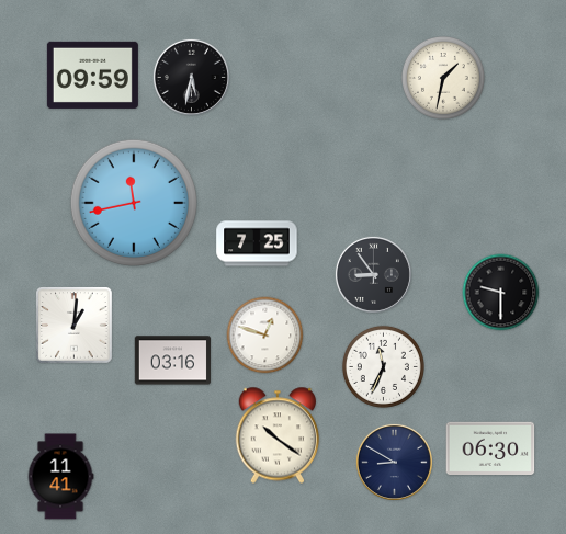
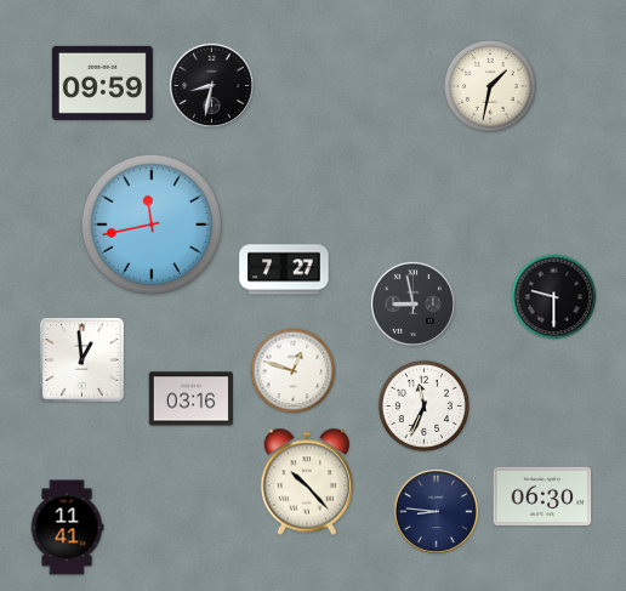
clock at (191, 77): 5:32 -> 8:32
clock at (134, 203) position: (134, 203) -> (152, 225)
clock at (257, 243): 7:25 -> 7:27
clock at (373, 274): 8:54 -> 8:58
clock at (501, 293) position: (501, 293) -> (554, 297)
clock at (75, 326): 1:01 -> 12:59
clock at (278, 435): 10:21 -> 10:23
clock at (394, 462): 8:50 -> 8:46
